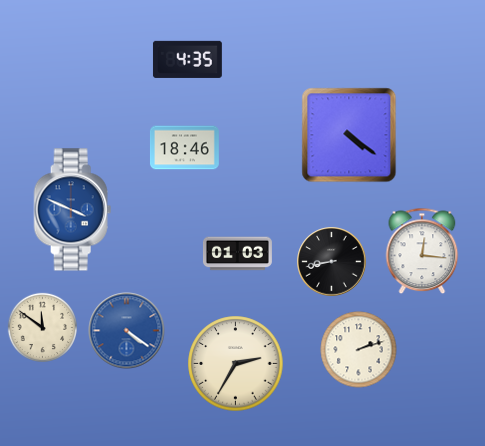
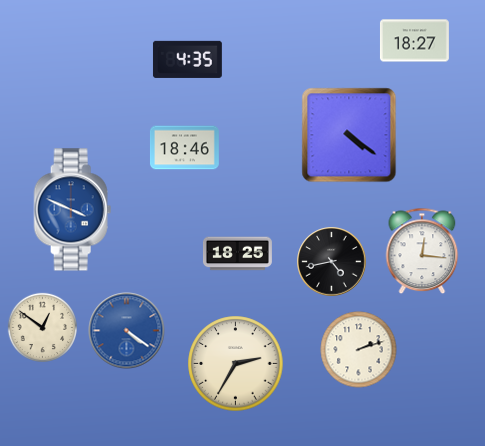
clock at (414, 41): none -> 18:27
clock at (237, 254): 01:03 -> 18:25
clock at (332, 262): 8:43 -> 4:43
clock at (42, 327): 11:51 -> 12:51
